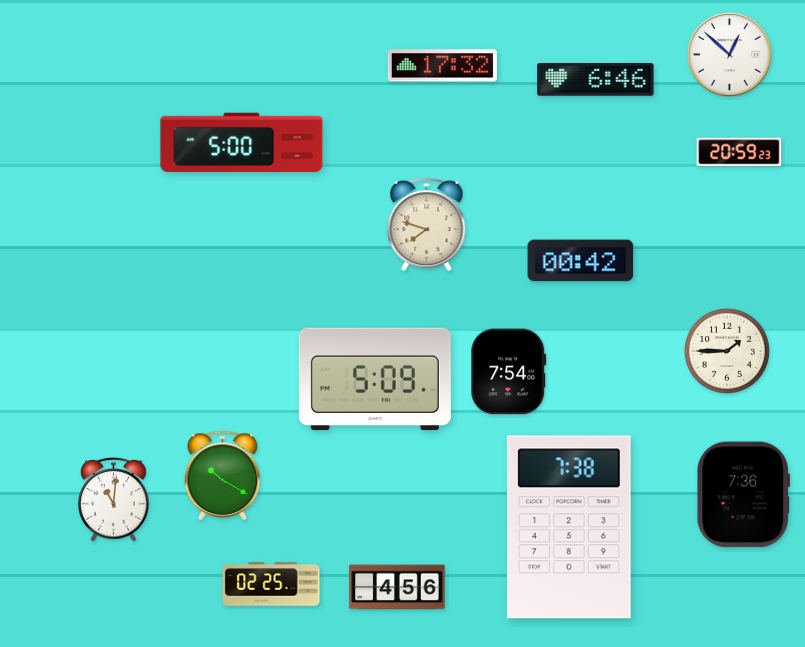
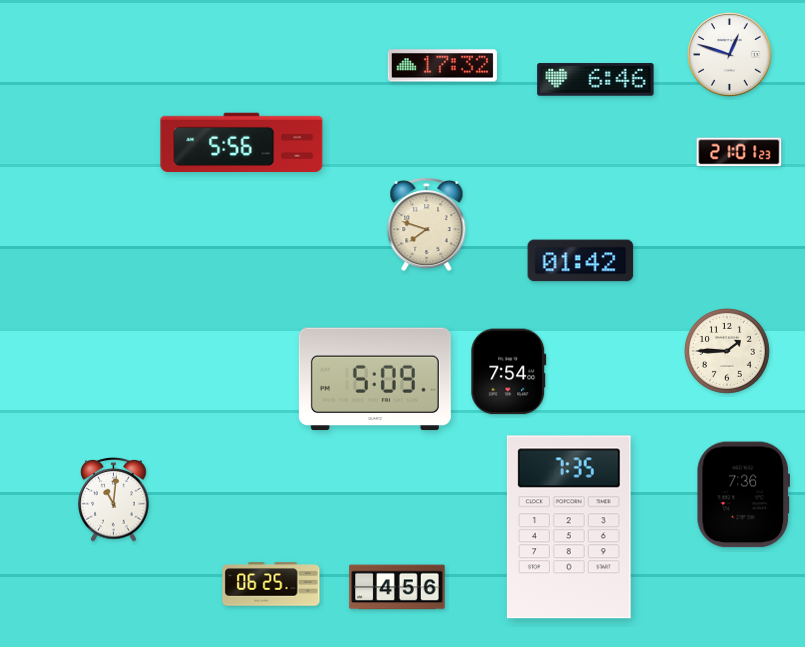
clock at (730, 55): 12:52 -> 12:48
clock at (242, 143): 5:00 -> 5:56
clock at (739, 152): 20:59 -> 21:01
clock at (581, 261): 00:42 -> 01:42
clock at (223, 475): 10:20 -> none
clock at (569, 527): 7:38 -> 7:35
clock at (271, 584): 02:25 -> 06:25
